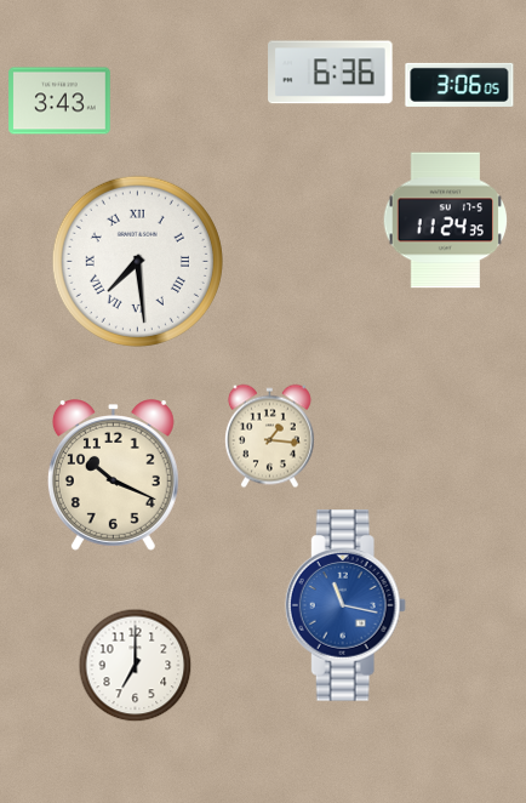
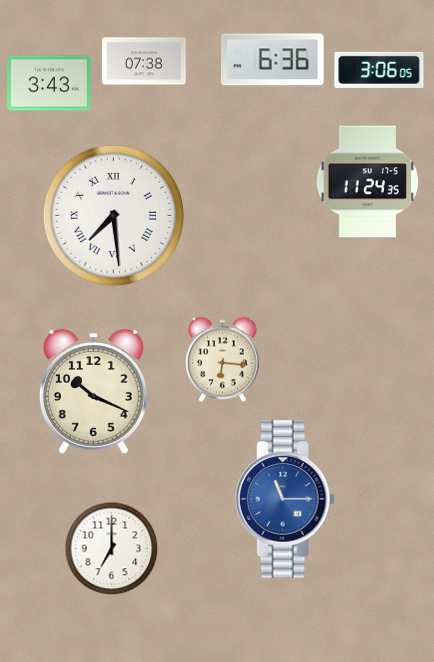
clock at (144, 61): none -> 07:38
clock at (269, 437): 1:16 -> 6:16
clock at (345, 605): 11:17 -> 11:15
